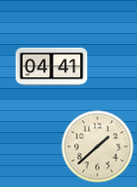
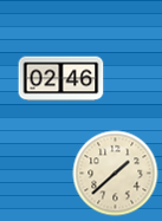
clock at (52, 67): 04:41 -> 02:46
